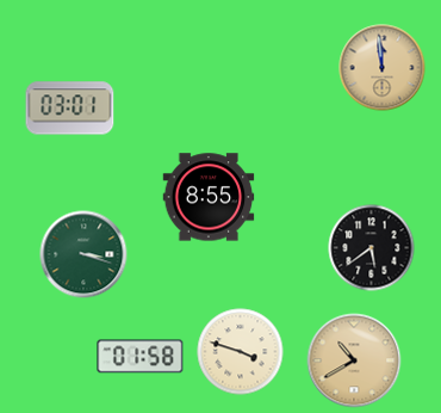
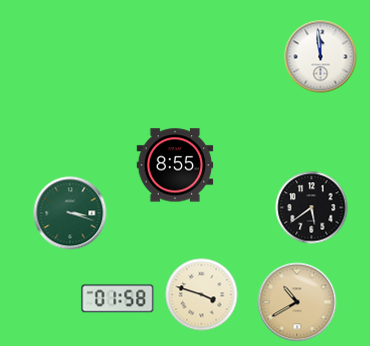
clock at (383, 68) dial: champagne -> white
clock at (70, 109): 03:01 -> none
